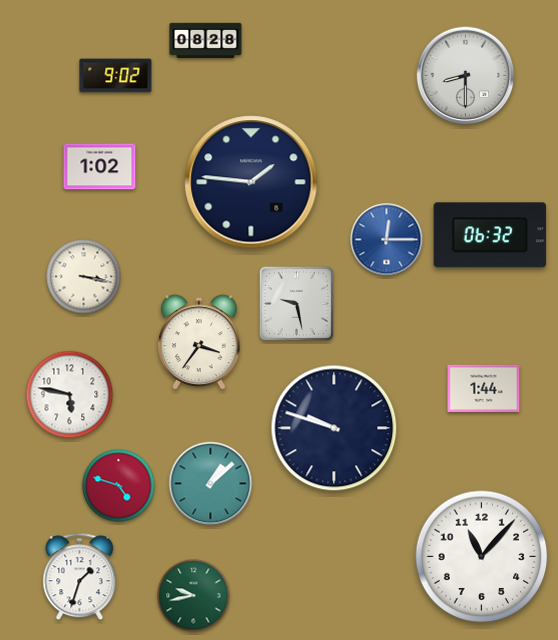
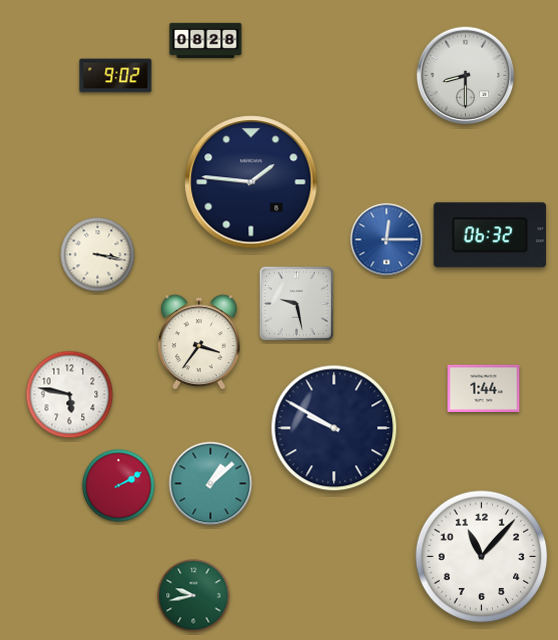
clock at (100, 167): 1:02 -> none
clock at (84, 277) position: (84, 277) -> (98, 255)
clock at (334, 428): 9:48 -> 9:50
clock at (119, 486): 4:48 -> 2:10
clock at (80, 577): 1:33 -> none
